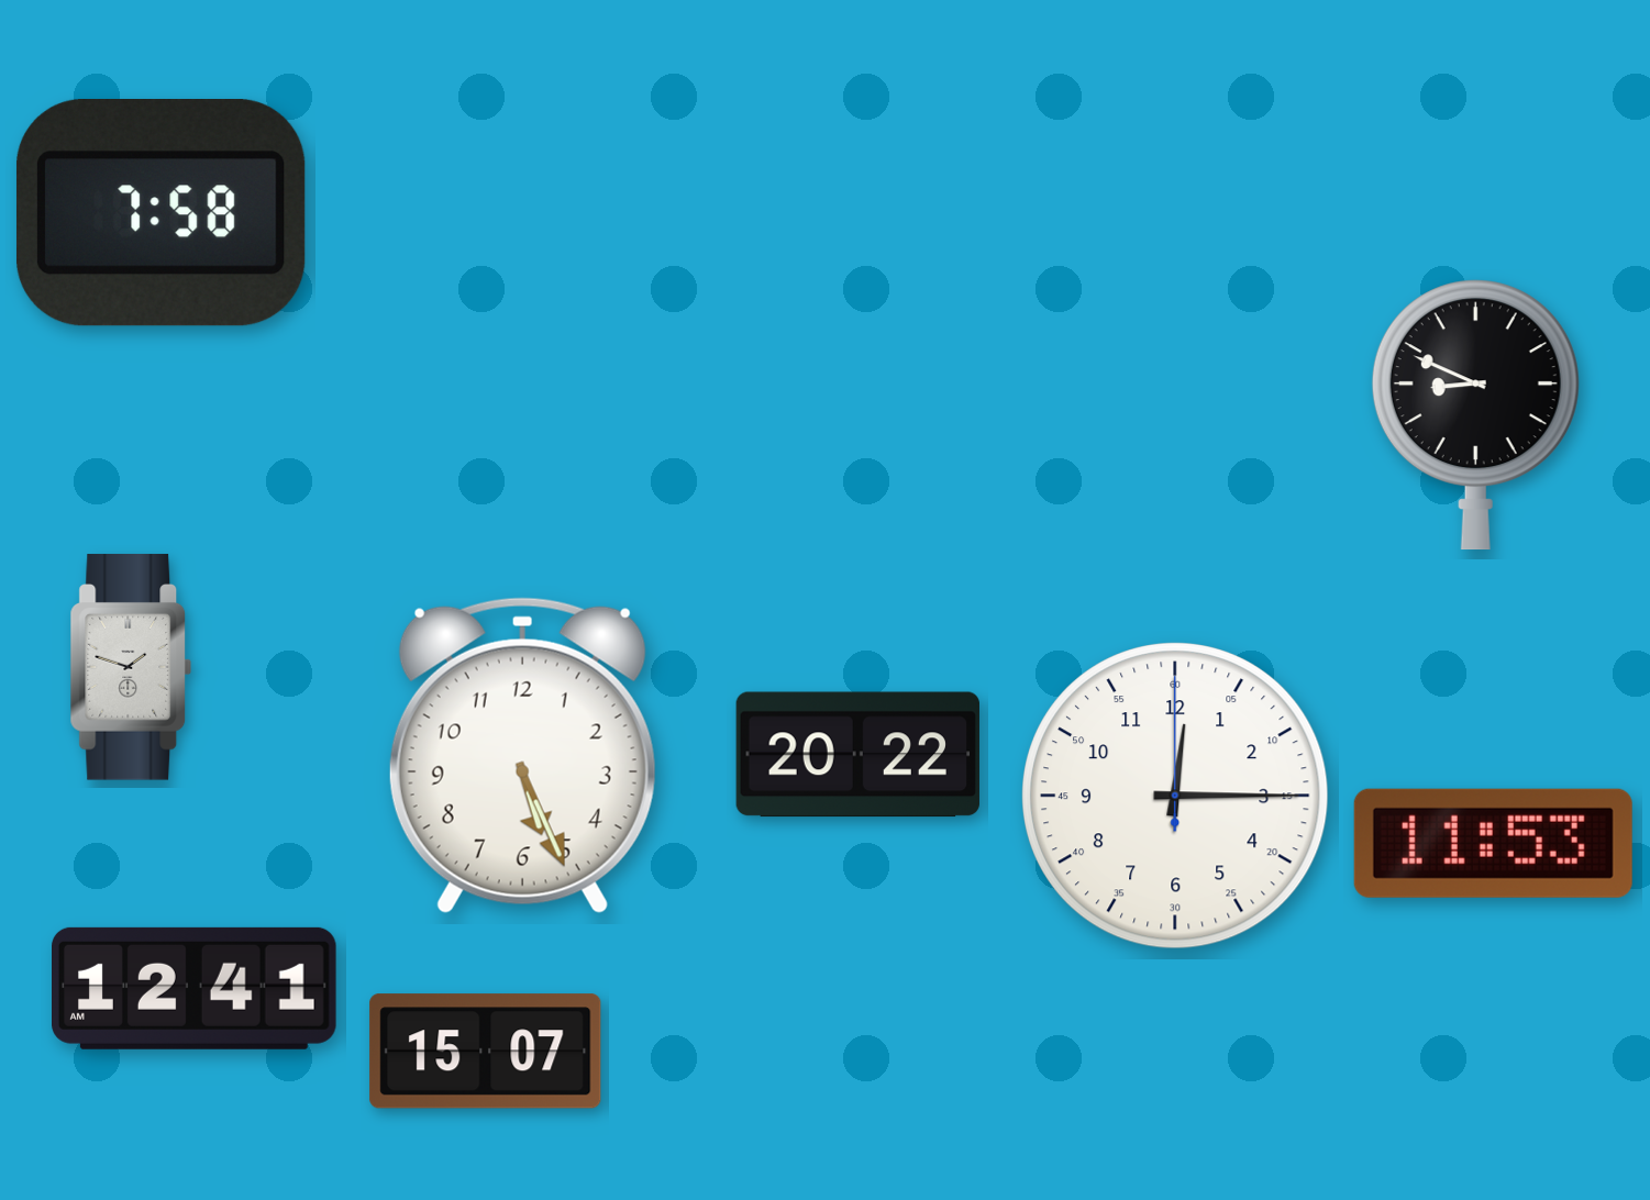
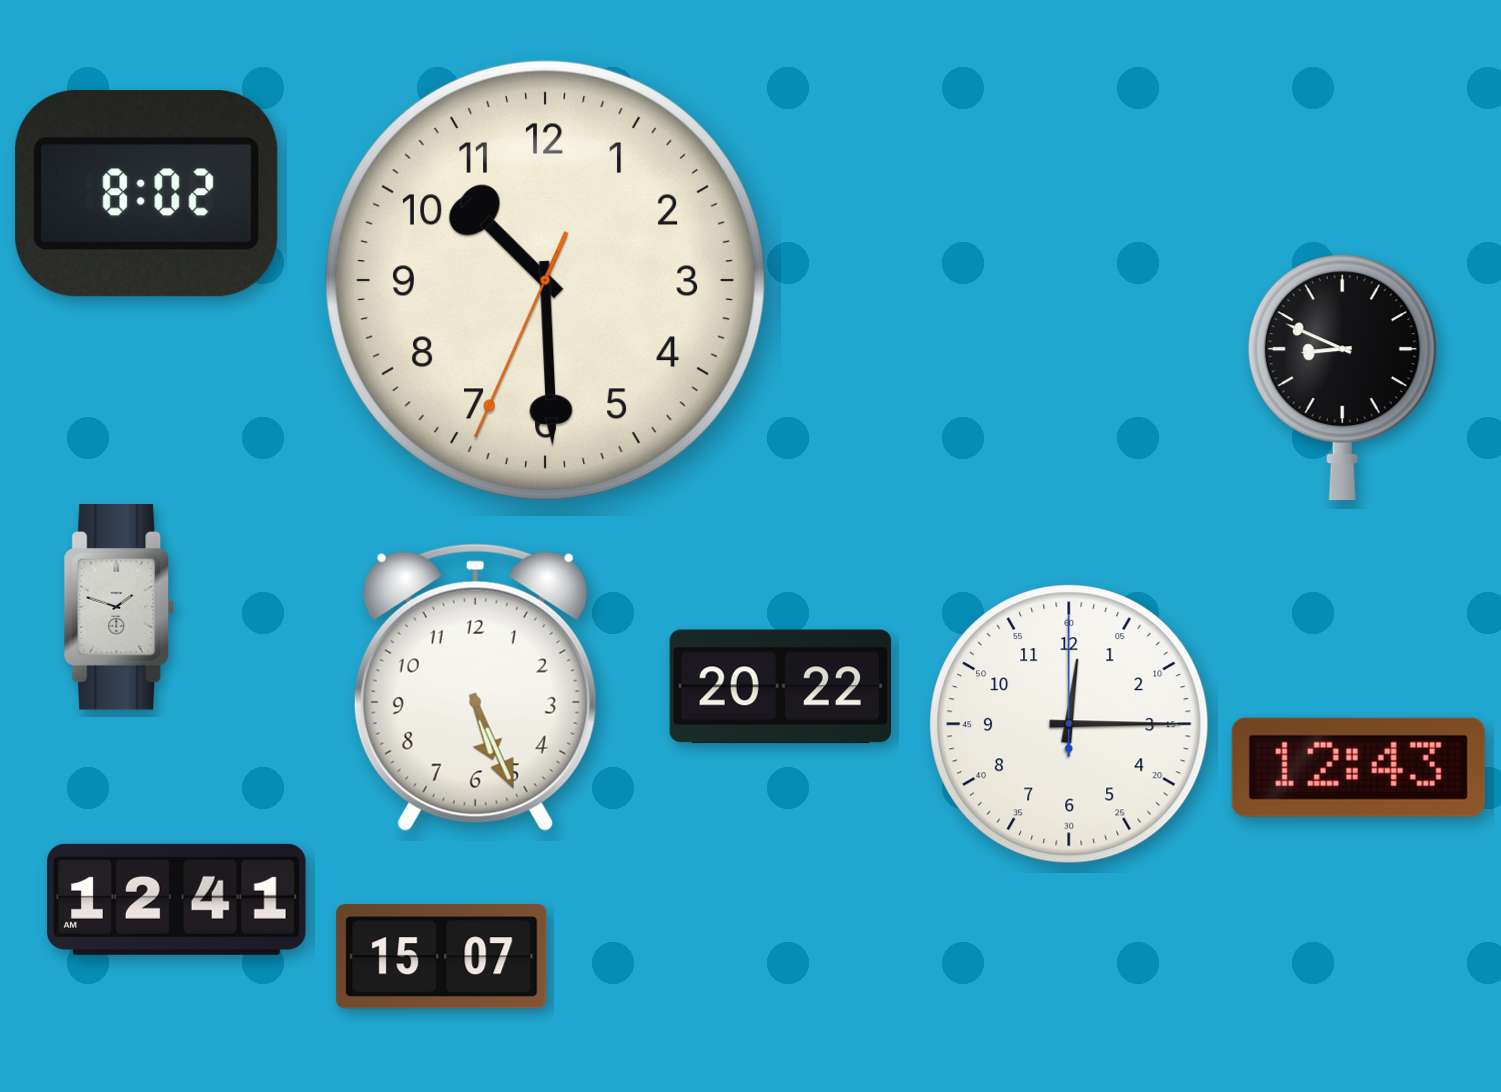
clock at (160, 213): 7:58 -> 8:02
clock at (545, 280): none -> 10:29
clock at (1493, 843): 11:53 -> 12:43
